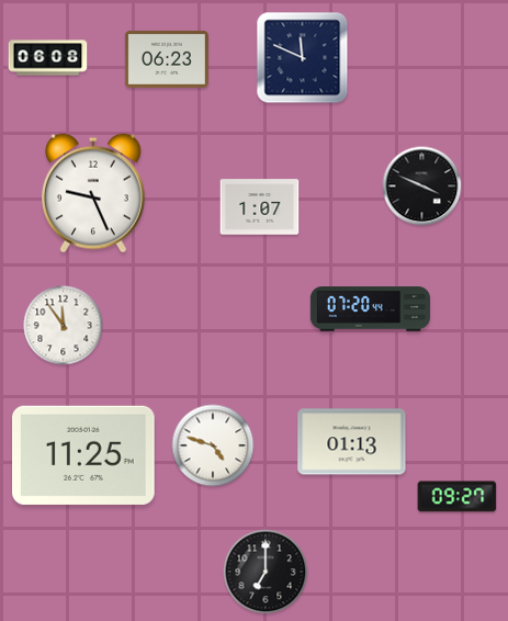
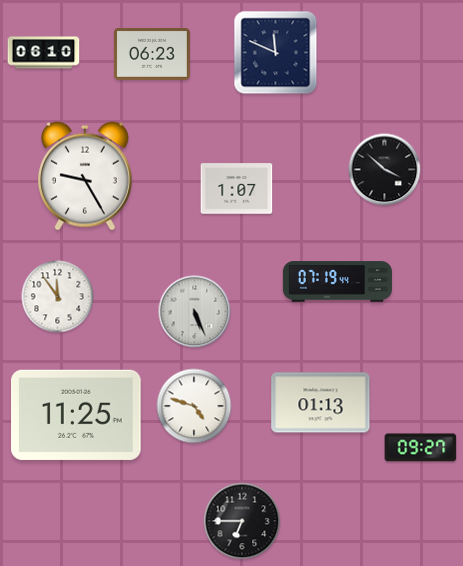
clock at (48, 58): 06:08 -> 06:10
clock at (422, 187): 3:49 -> 3:52
clock at (93, 193): 9:26 -> 9:25
clock at (370, 309): 07:20 -> 07:19
clock at (195, 312): none -> 5:26
clock at (458, 497) position: (458, 497) -> (421, 448)
clock at (266, 572): 7:00 -> 6:45
